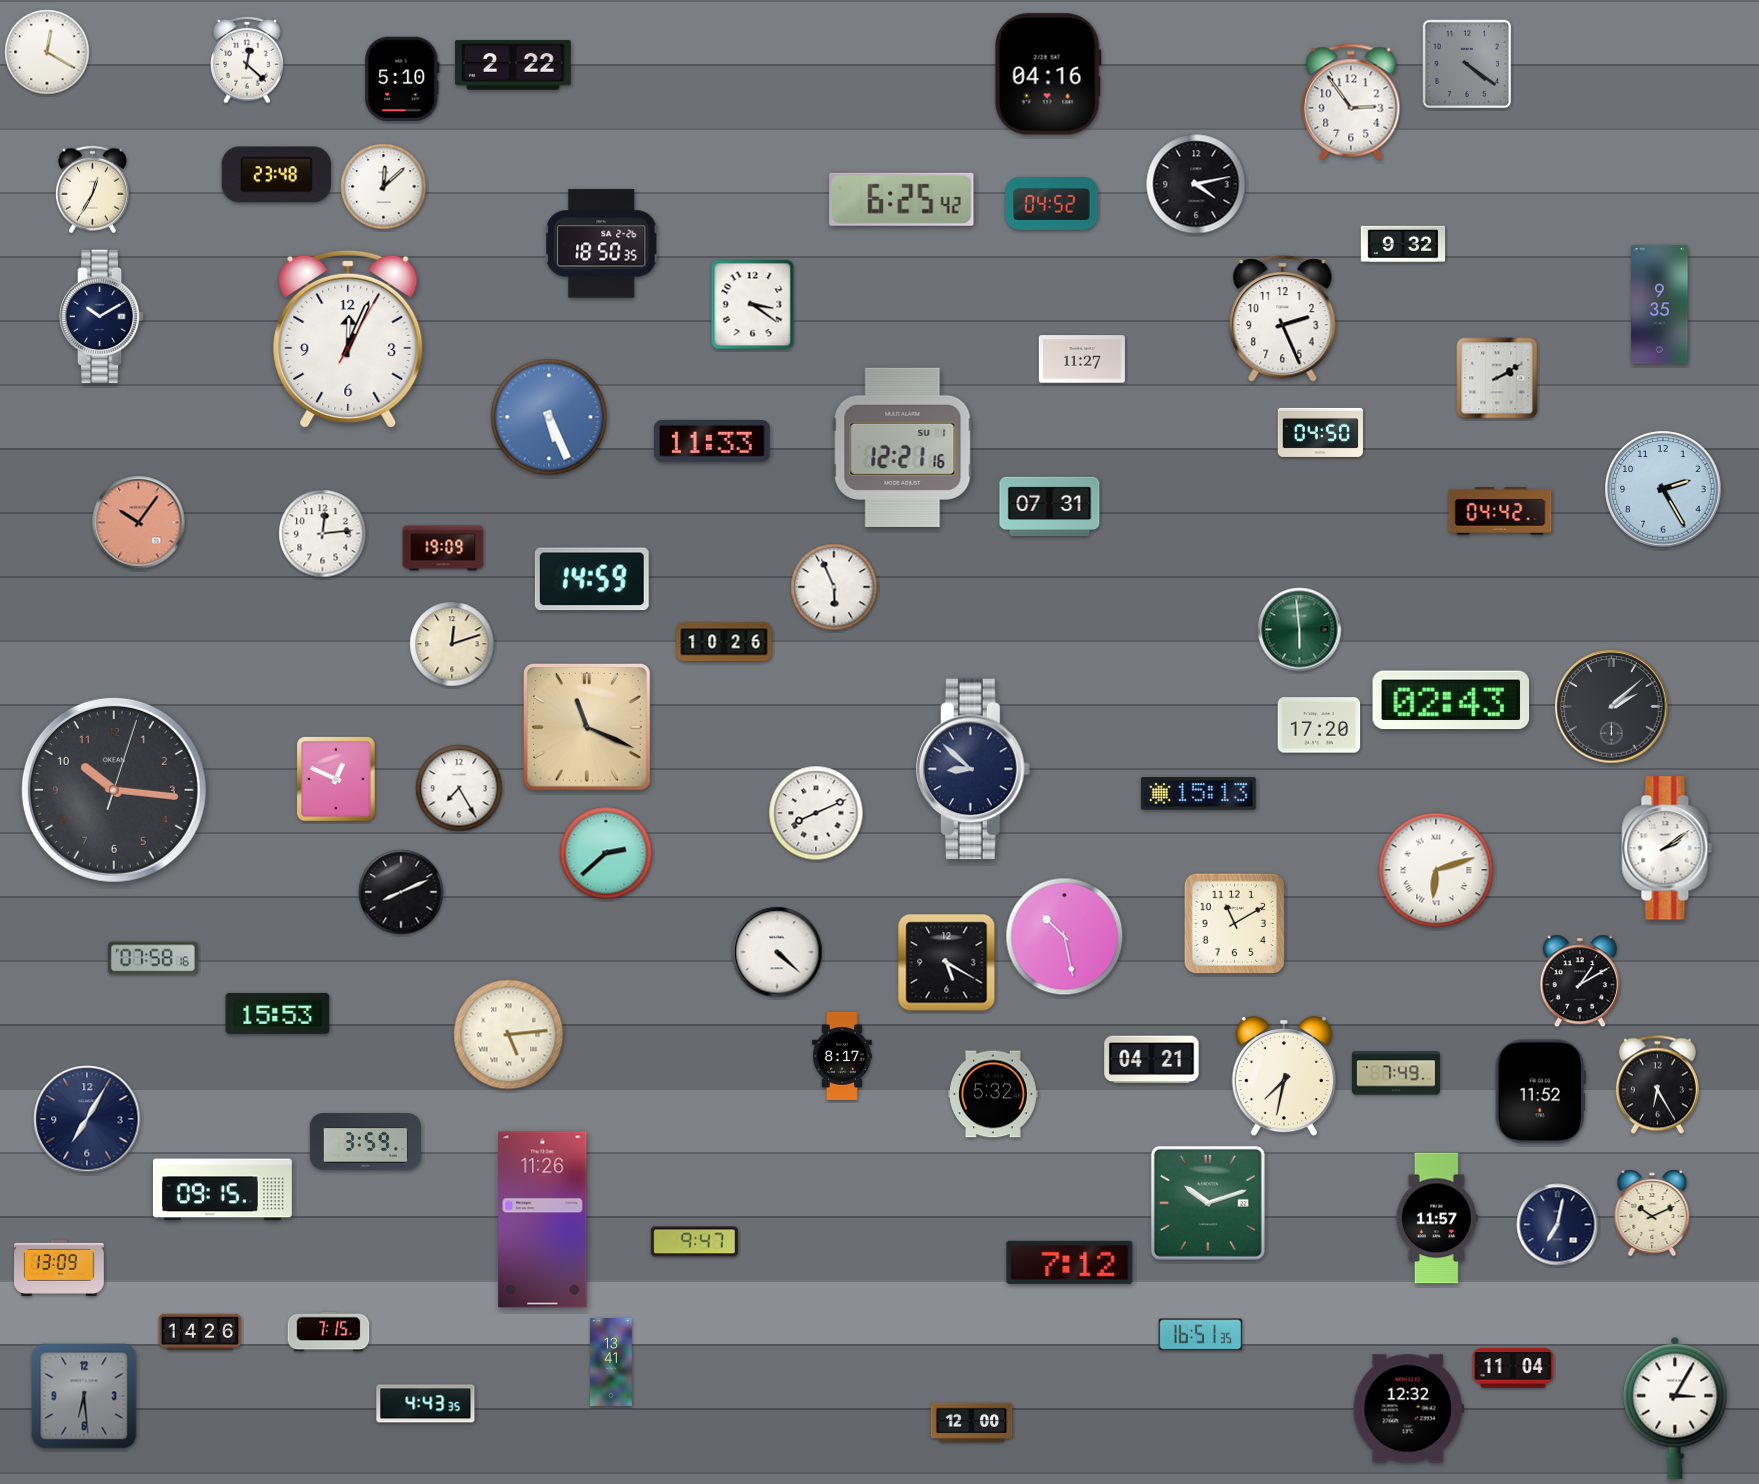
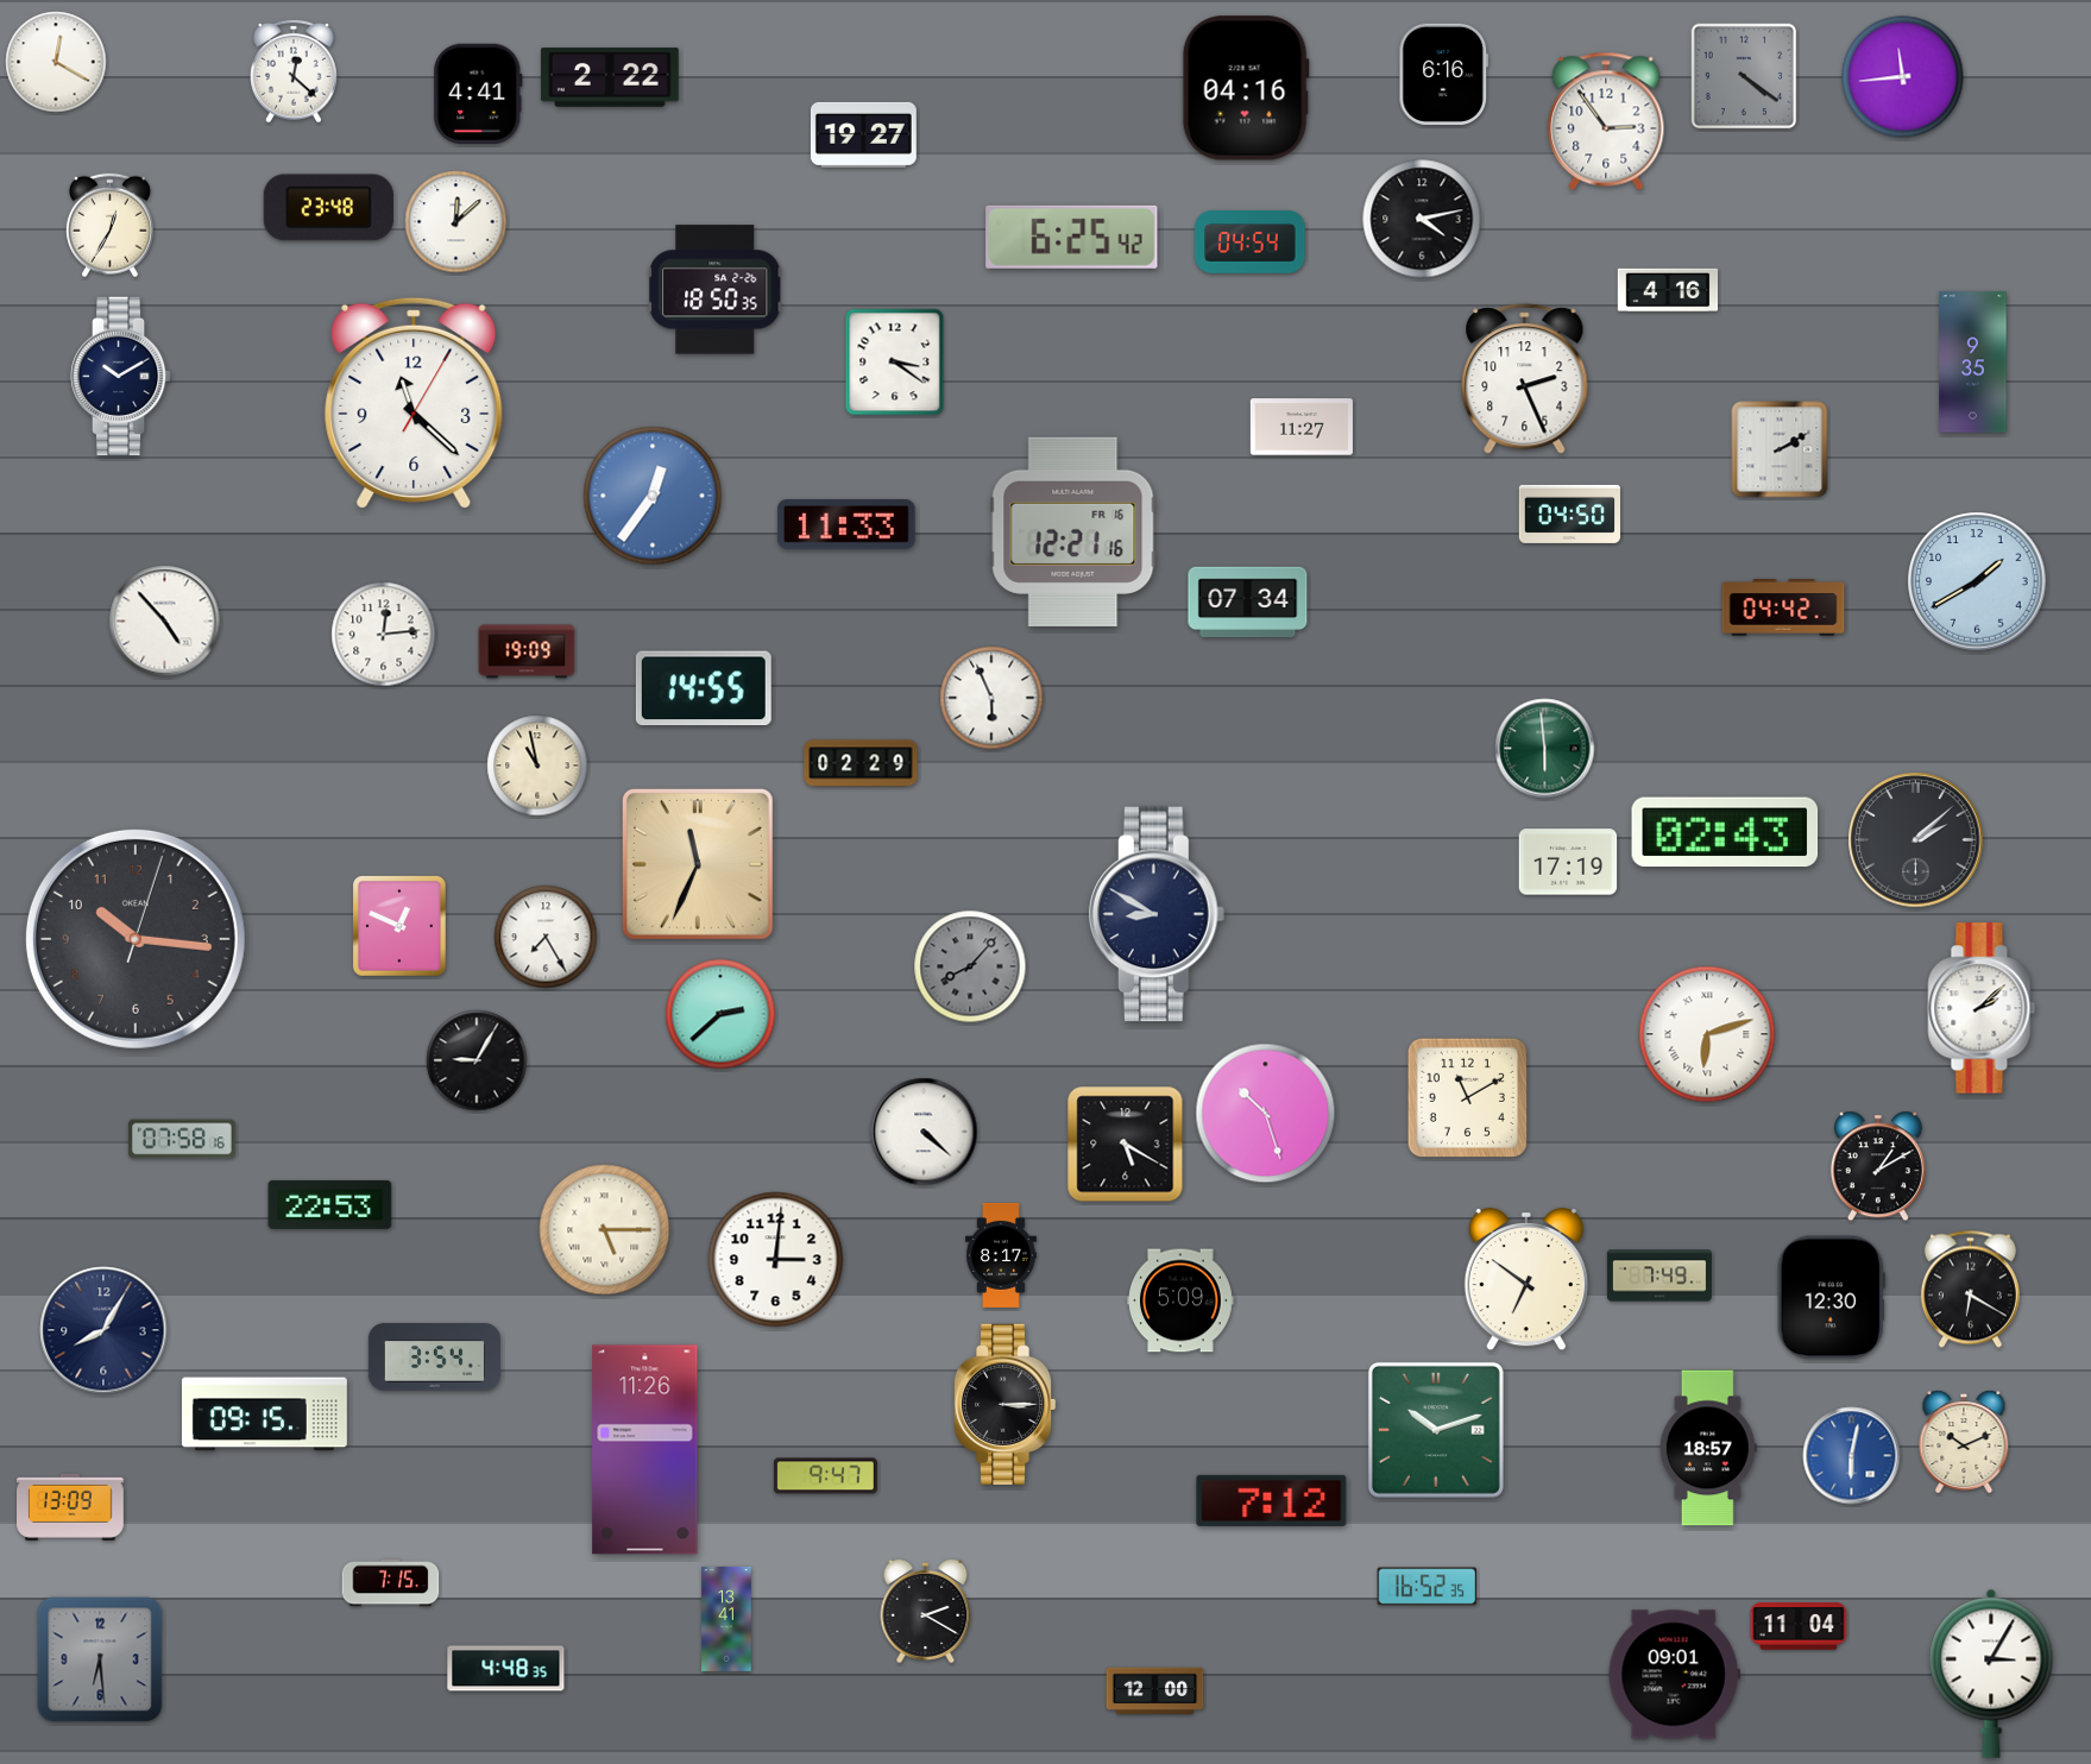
clock at (1444, 74): none -> 6:16
clock at (1903, 77): none -> 11:44
clock at (402, 78): 5:10 -> 4:41
clock at (863, 134): none -> 19:27
clock at (1052, 204): 04:52 -> 04:54
clock at (1403, 244): 9:32 -> 4:16
clock at (348, 339): 12:04 -> 11:22
clock at (1082, 359) position: (1082, 359) -> (1302, 427)
clock at (549, 417): 5:26 -> 12:36
clock at (903, 447) date: SU 1 -> FR 16
clock at (1663, 489): 2:25 -> 1:40
clock at (1050, 507): 07:31 -> 07:34
clock at (139, 523): 10:06 -> 4:53
clock at (139, 523) dial: salmon -> white
clock at (592, 579): 14:59 -> 14:55
clock at (724, 642): 10:26 -> 02:29
clock at (452, 644): 12:12 -> 10:58
clock at (1319, 725): 17:20 -> 17:19
clock at (587, 727): 11:19 -> 11:34
clock at (974, 769): 8:52 -> 8:50
clock at (1198, 794): 15:13 -> none
clock at (816, 813): 8:11 -> 8:07
clock at (816, 813) dial: white -> grey
clock at (1667, 848): 2:09 -> 2:08
clock at (401, 892): 8:11 -> 9:05
clock at (1065, 937): 10:28 -> 10:27
clock at (278, 1013): 15:53 -> 22:53
clock at (509, 1035): 5:14 -> 5:15
clock at (776, 1260): none -> 3:01
clock at (1152, 1060): 04:21 -> none
clock at (1284, 1076): 7:32 -> 6:51
clock at (1657, 1085): 6:25 -> 6:20
clock at (1540, 1092): 11:52 -> 12:30
clock at (994, 1094): 5:32 -> 5:09
clock at (87, 1119): 7:05 -> 8:05
clock at (365, 1142): 3:59 -> 3:54
clock at (1004, 1404): none -> 3:15
clock at (1437, 1218): 11:57 -> 18:57
clock at (1558, 1225): 7:02 -> 6:02
clock at (1558, 1225) dial: navy -> blue
clock at (200, 1332): 14:26 -> none
clock at (1201, 1335): 16:51 -> 16:52
clock at (926, 1611): none -> 2:20
clock at (426, 1404): 4:43 -> 4:48
clock at (1408, 1409): 12:32 -> 09:01
